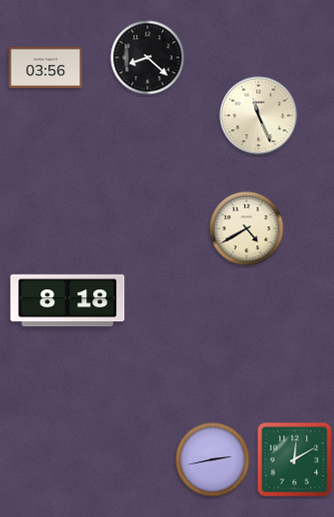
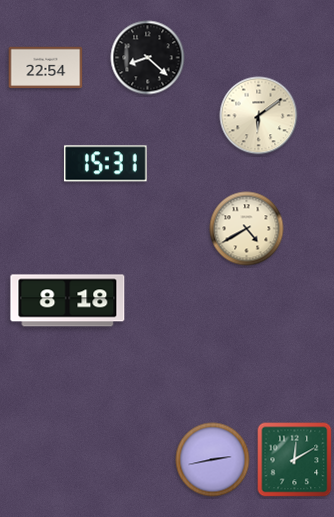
clock at (46, 68): 03:56 -> 22:54
clock at (259, 116): 11:26 -> 6:09
clock at (106, 164): none -> 15:31
